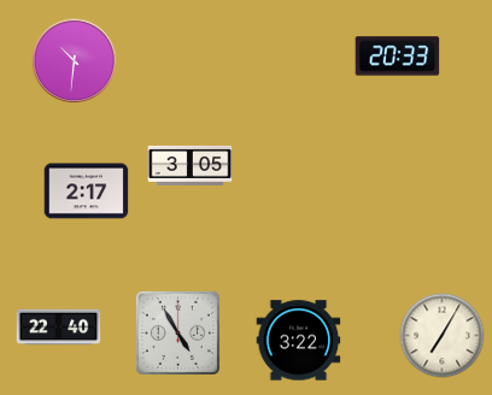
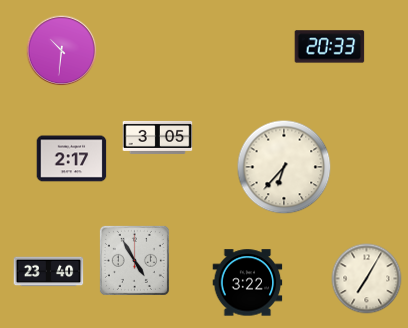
clock at (284, 167): none -> 6:37
clock at (59, 328): 22:40 -> 23:40
clock at (177, 332) position: (177, 332) -> (134, 260)
